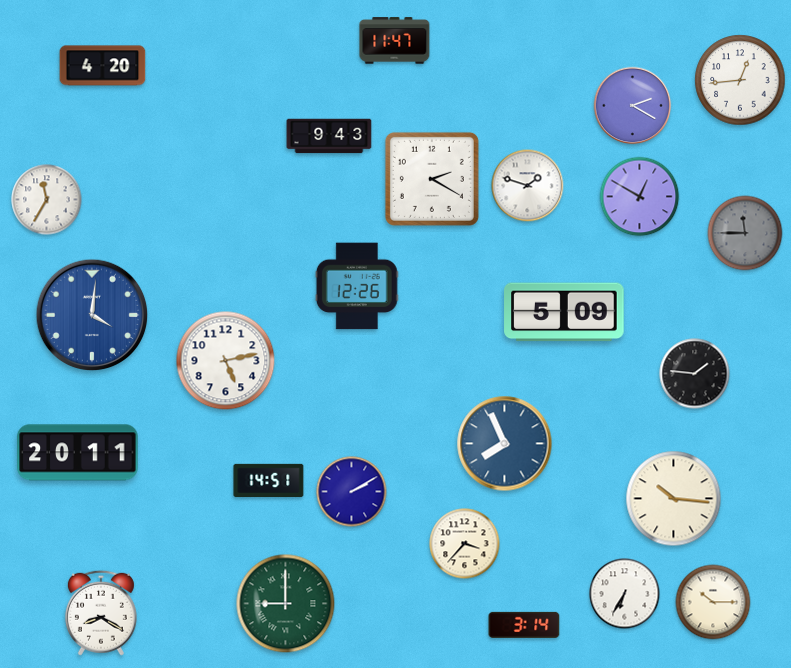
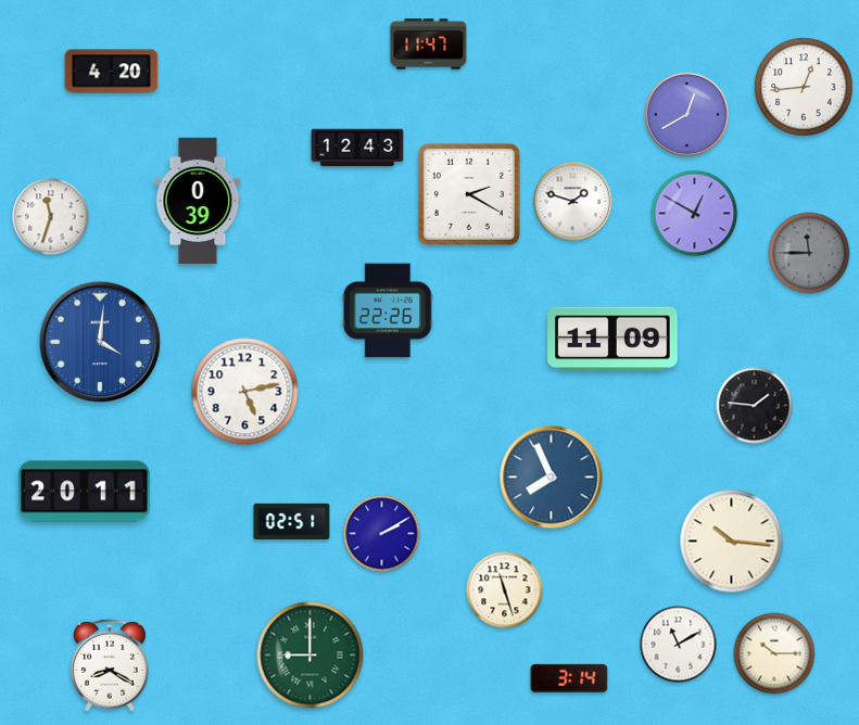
clock at (633, 106): 2:20 -> 12:40
clock at (329, 136): 9:43 -> 12:43
clock at (198, 201): none -> 0:39
clock at (47, 200): 11:35 -> 11:33
clock at (357, 286): 12:26 -> 22:26
clock at (564, 312): 5:09 -> 11:09
clock at (505, 444) position: (505, 444) -> (552, 478)
clock at (269, 480): 14:51 -> 02:51
clock at (465, 544): 3:37 -> 11:27
clock at (625, 594): 6:35 -> 11:10
